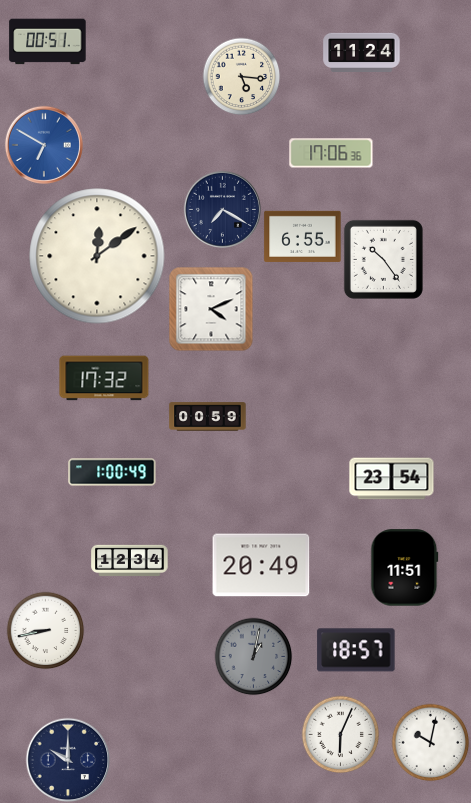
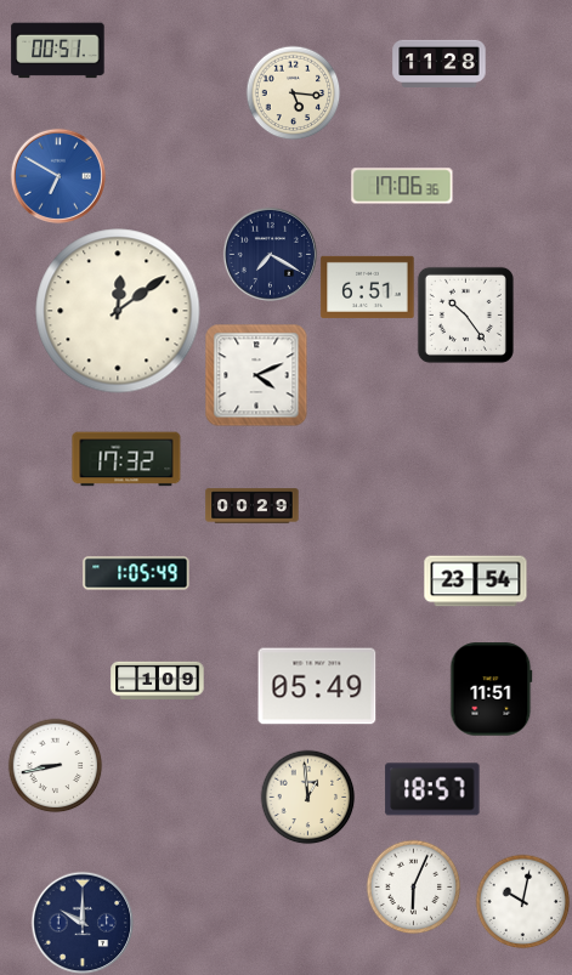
clock at (362, 52): 11:24 -> 11:28
clock at (44, 145) position: (44, 145) -> (58, 176)
clock at (303, 236): 6:55 -> 6:51
clock at (208, 417): 00:59 -> 00:29
clock at (112, 472): 1:00 -> 1:05
clock at (130, 561): 12:34 -> 1:09
clock at (261, 565): 20:49 -> 05:49
clock at (253, 656): 1:02 -> 12:59
clock at (253, 656) dial: grey -> cream
clock at (340, 734) position: (340, 734) -> (413, 886)
